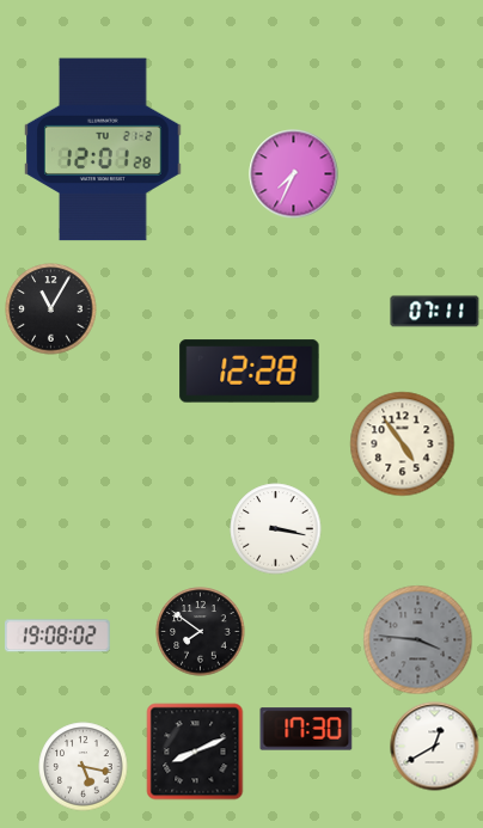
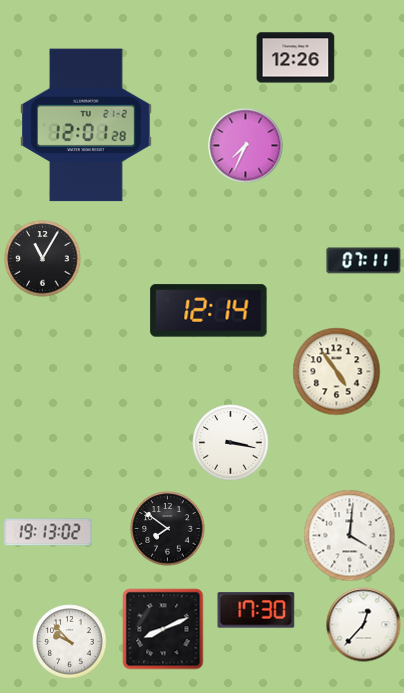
clock at (296, 58): none -> 12:26
clock at (250, 372): 12:28 -> 12:14
clock at (57, 636): 19:08 -> 19:13
clock at (418, 640): 3:46 -> 4:01
clock at (418, 640) dial: grey -> white
clock at (435, 747): 12:40 -> 12:37
clock at (84, 767): 5:17 -> 9:53
